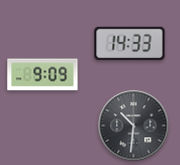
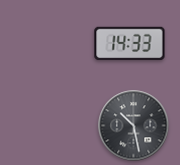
clock at (43, 75): 9:09 -> none
clock at (134, 126): 10:31 -> 10:28
